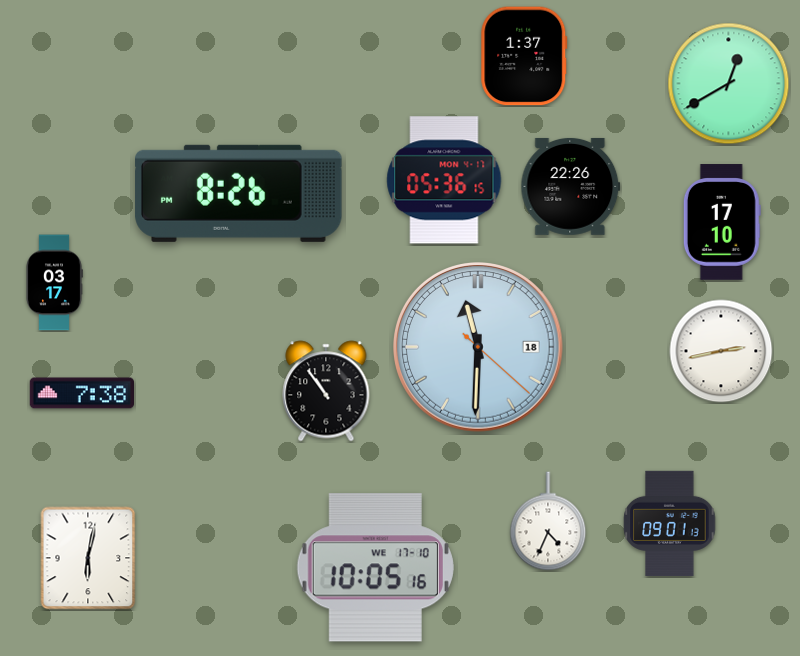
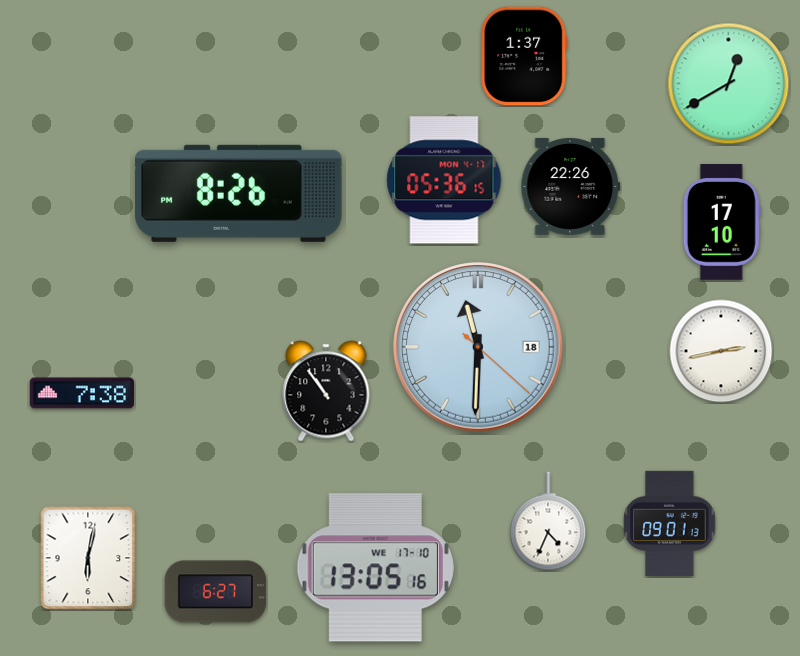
clock at (54, 283): 03:17 -> none
clock at (375, 568): 10:05 -> 13:05
clock at (216, 592): none -> 6:27
